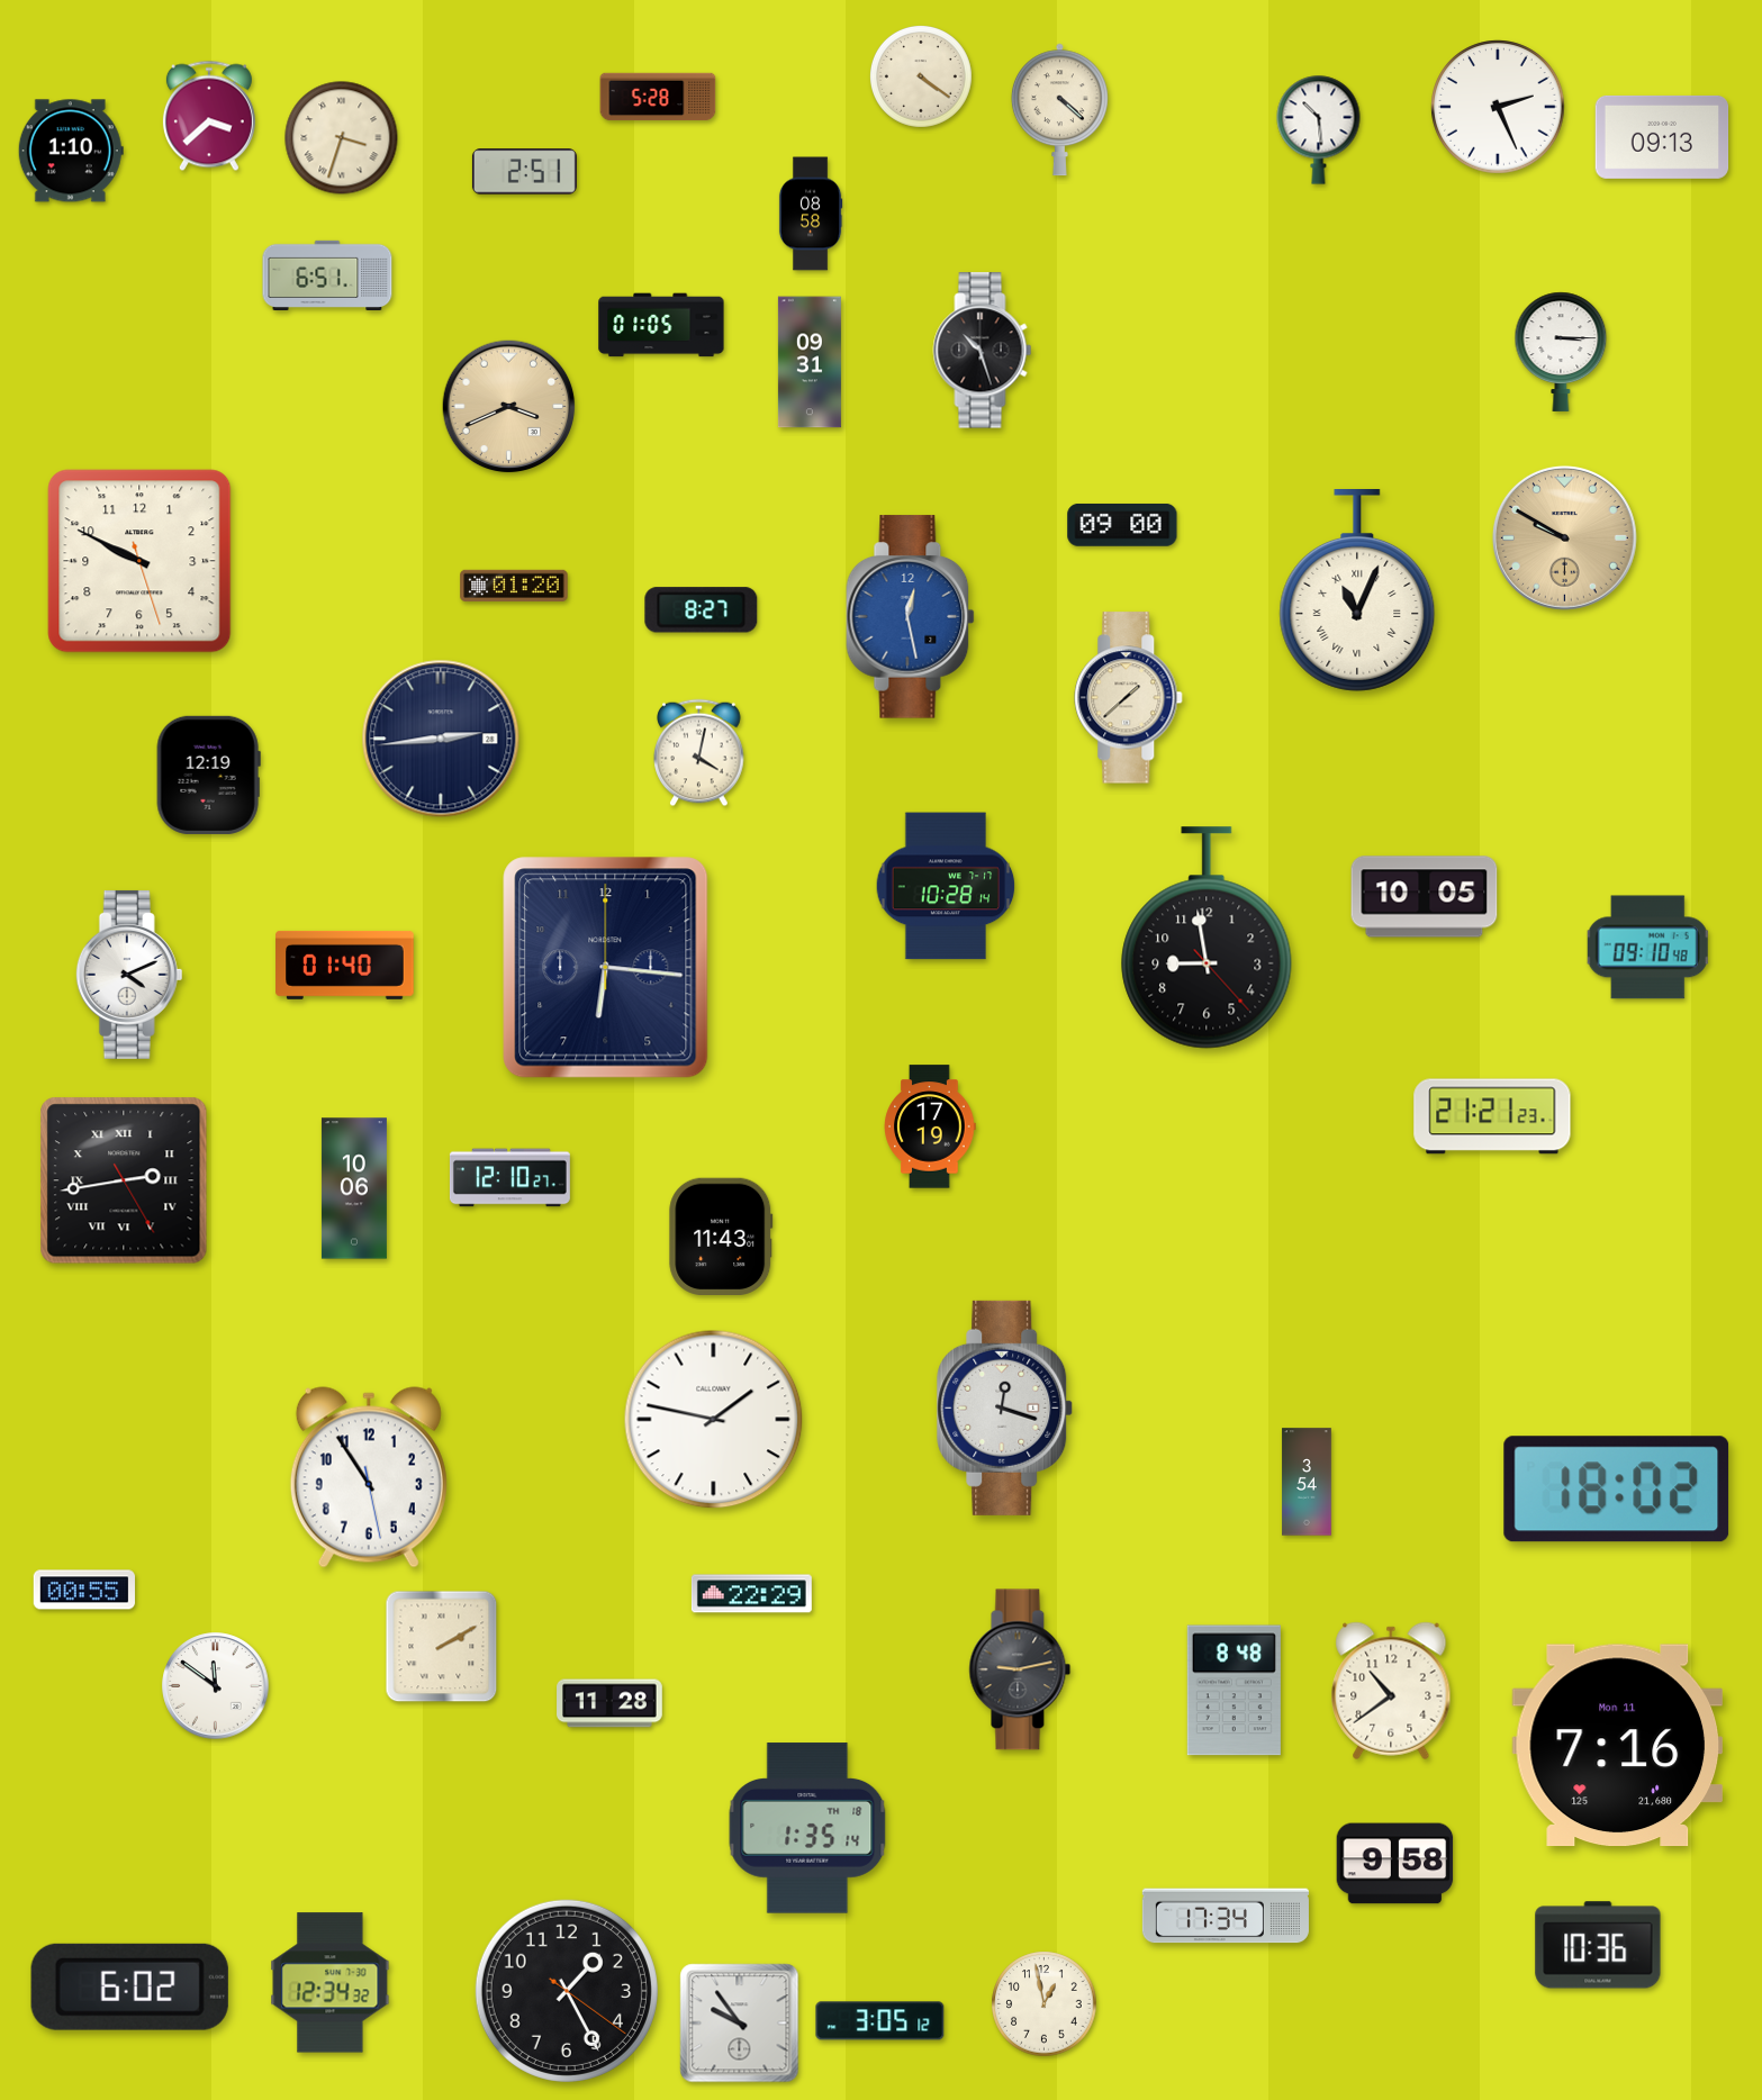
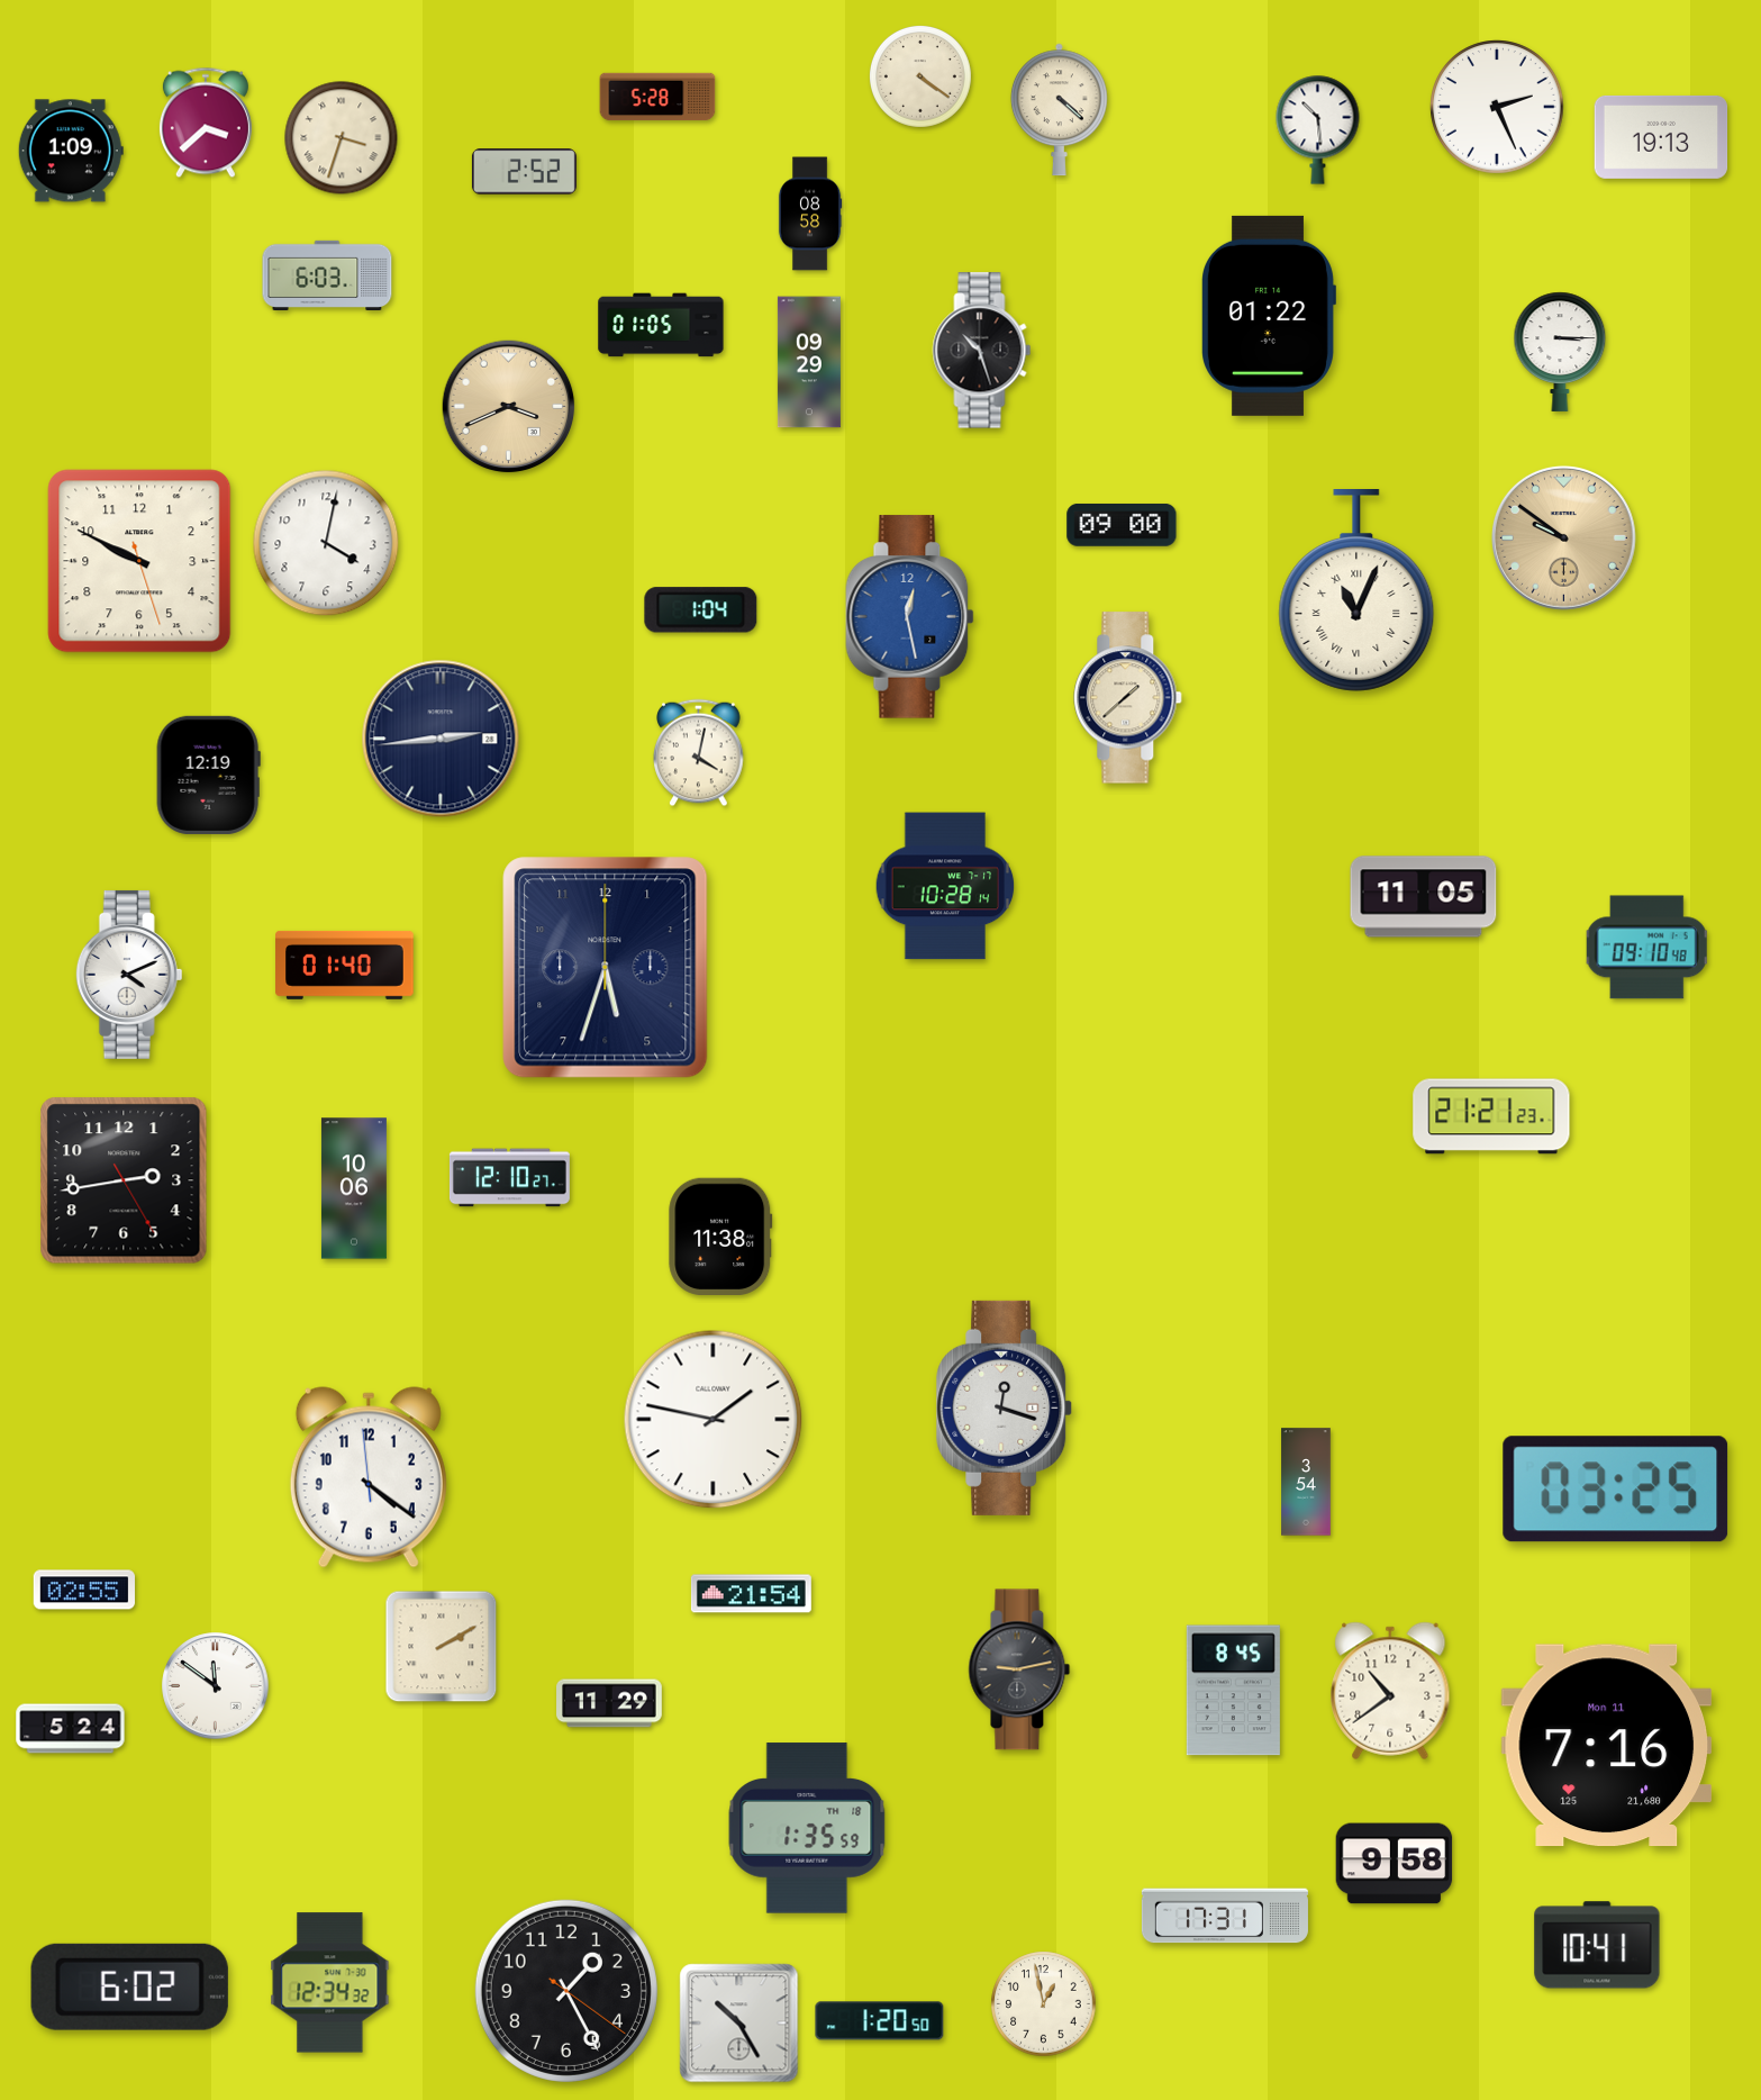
clock at (209, 116) position: (209, 116) -> (206, 123)
clock at (1662, 137): 09:13 -> 19:13
clock at (71, 151): 1:10 -> 1:09
clock at (524, 172): 2:51 -> 2:52
clock at (327, 274): 6:51 -> 6:03
clock at (1269, 316): none -> 01:22
clock at (810, 362): 09:31 -> 09:29
clock at (1564, 537): 9:50 -> 9:51
clock at (326, 543): none -> 4:02
clock at (514, 585): 01:20 -> none
clock at (702, 610): 8:27 -> 1:04
clock at (1425, 897): 10:05 -> 11:05
clock at (1207, 938): 8:58 -> none
clock at (606, 968): 6:16 -> 5:33
clock at (930, 1126): 17:19 -> none
clock at (124, 1180) numerals: Roman -> Arabic
clock at (721, 1235): 11:43 -> 11:38
clock at (369, 1477): 10:54 -> 4:20
clock at (1617, 1490): 18:02 -> 03:25
clock at (84, 1590): 00:55 -> 02:55
clock at (751, 1594): 22:29 -> 21:54
clock at (1234, 1691): 8:48 -> 8:45
clock at (609, 1703): 11:28 -> 11:29
clock at (71, 1729): none -> 5:24
clock at (1617, 1746) position: (1617, 1746) -> (1606, 1746)
clock at (807, 1828): 1:35:14 -> 1:35:59
clock at (1226, 1916): 17:34 -> 17:31
clock at (1598, 1945): 10:36 -> 10:41
clock at (880, 2021): 3:05 -> 1:20
clock at (740, 2024): 9:54 -> 10:25
